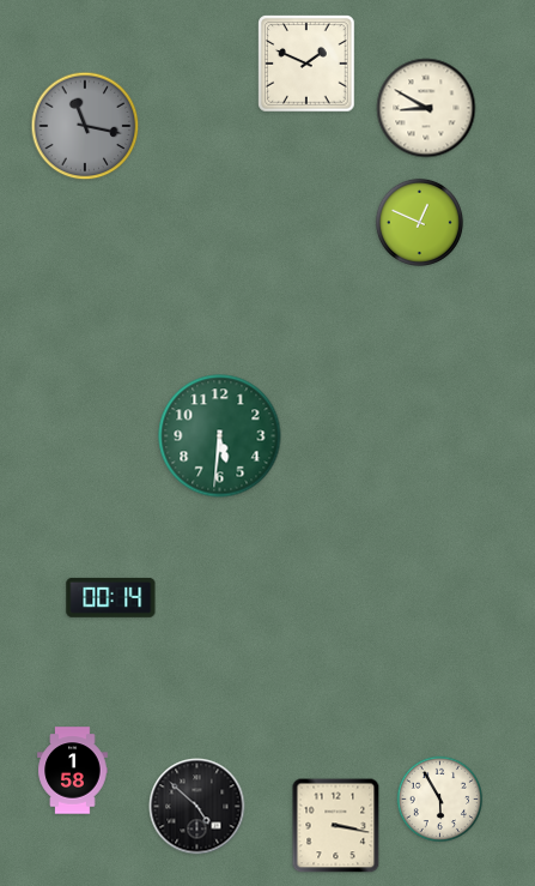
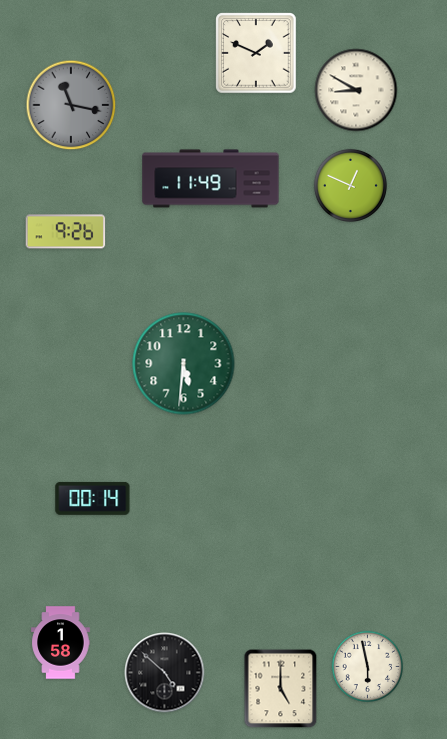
clock at (211, 179): none -> 11:49
clock at (66, 232): none -> 9:26
clock at (440, 800): 5:55 -> 5:58
clock at (336, 826): 3:17 -> 5:00
